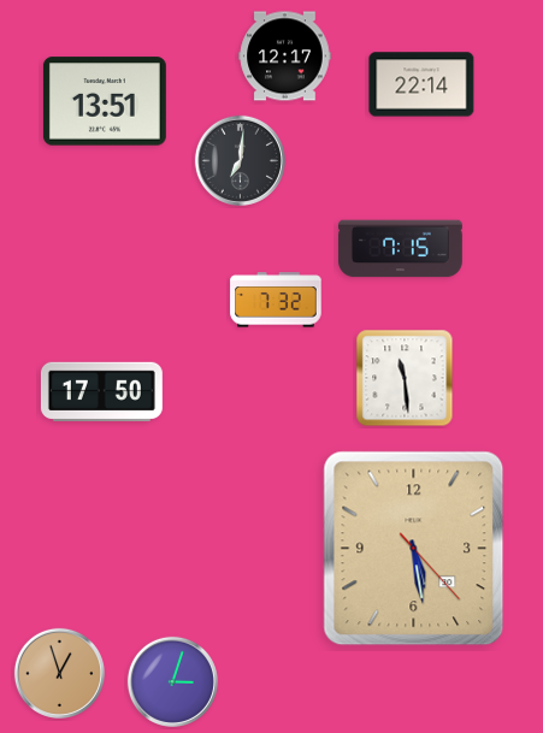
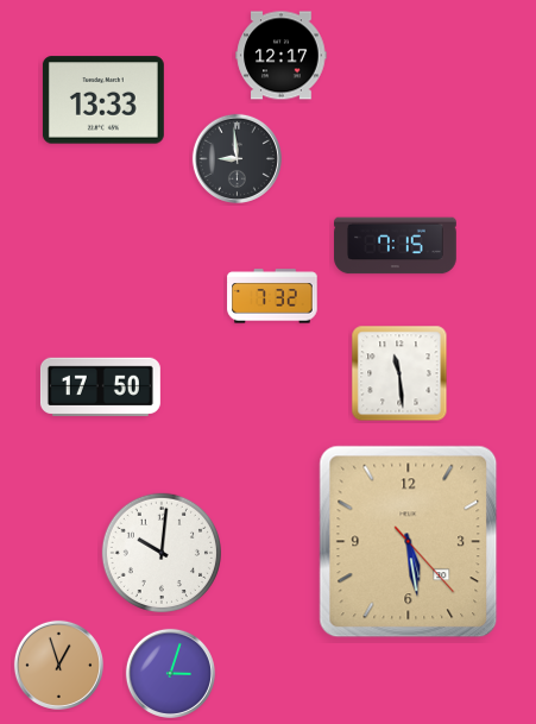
clock at (421, 84): 22:14 -> none
clock at (105, 101): 13:51 -> 13:33
clock at (240, 160): 7:01 -> 8:59
clock at (160, 552): none -> 10:01
